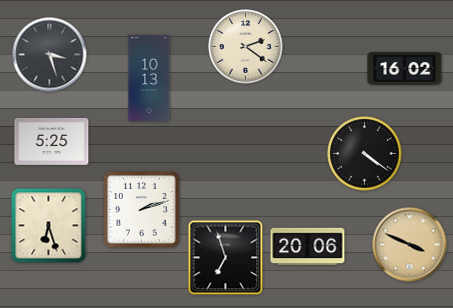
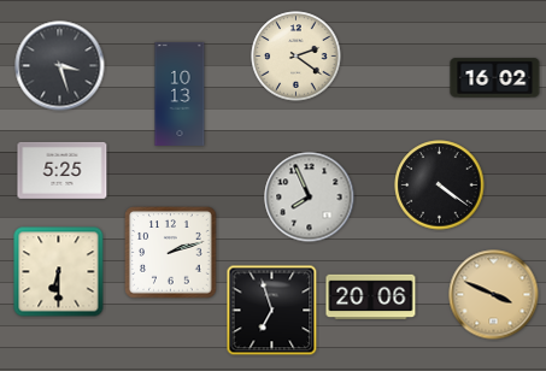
clock at (405, 69) position: (405, 69) -> (495, 78)
clock at (310, 198): none -> 7:56
clock at (49, 226): 6:27 -> 6:30
